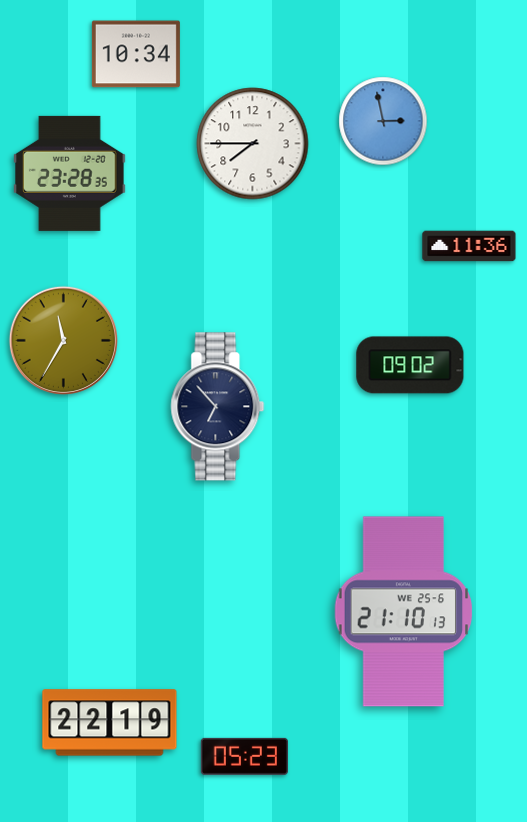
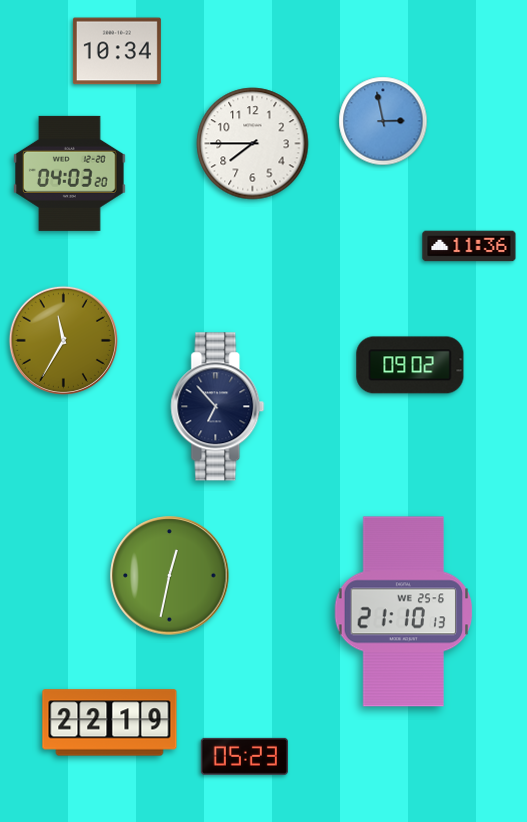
clock at (136, 54) position: (136, 54) -> (117, 51)
clock at (70, 173): 23:28 -> 04:03
clock at (170, 576): none -> 12:32
